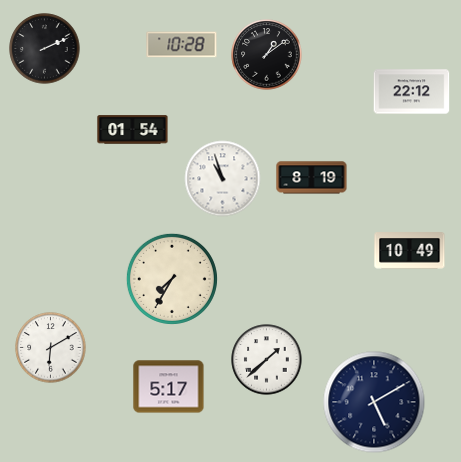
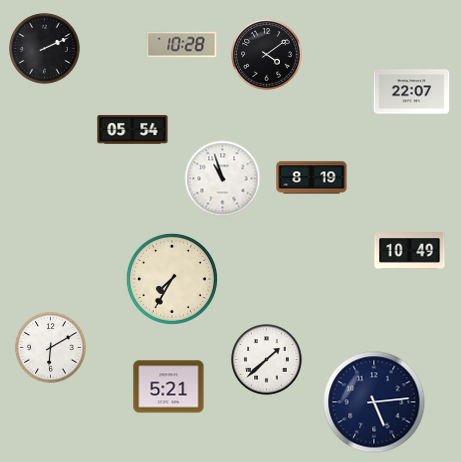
clock at (267, 55): 1:09 -> 4:09
clock at (412, 92): 22:12 -> 22:07
clock at (133, 130): 01:54 -> 05:54
clock at (169, 387): 5:17 -> 5:21
clock at (374, 402): 5:10 -> 5:14
